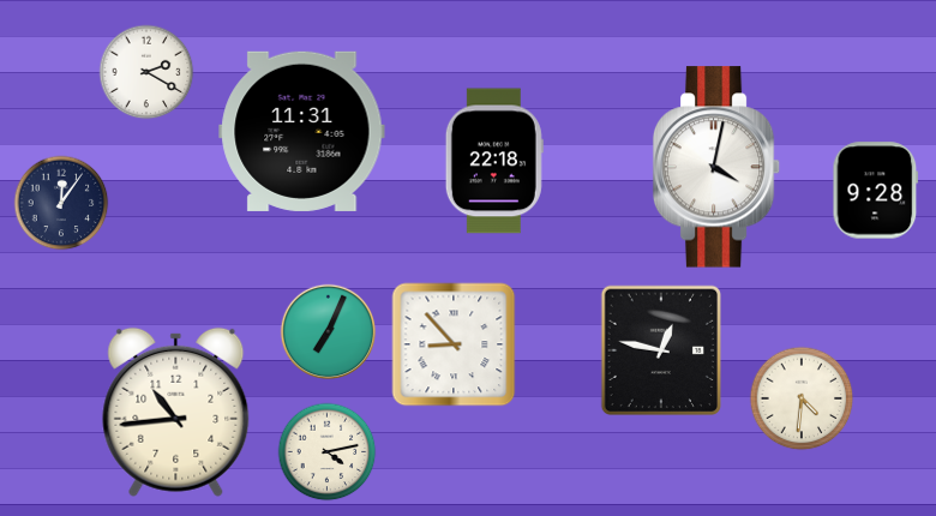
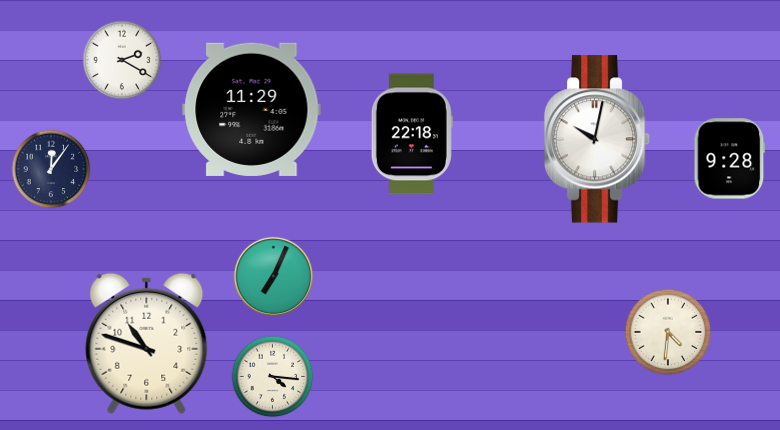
clock at (302, 131): 11:31 -> 11:29
clock at (716, 167): 4:02 -> 10:02
clock at (454, 344): 8:53 -> none
clock at (660, 349): 12:47 -> none
clock at (176, 412): 10:44 -> 10:48
clock at (328, 452): 4:13 -> 4:16
